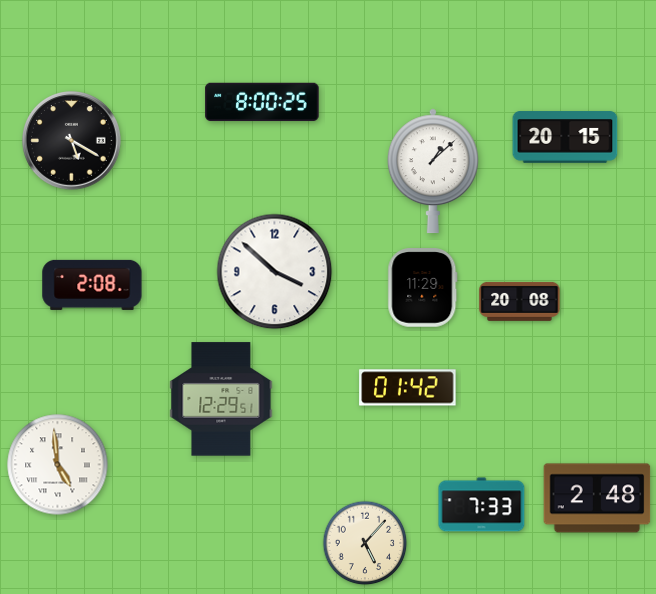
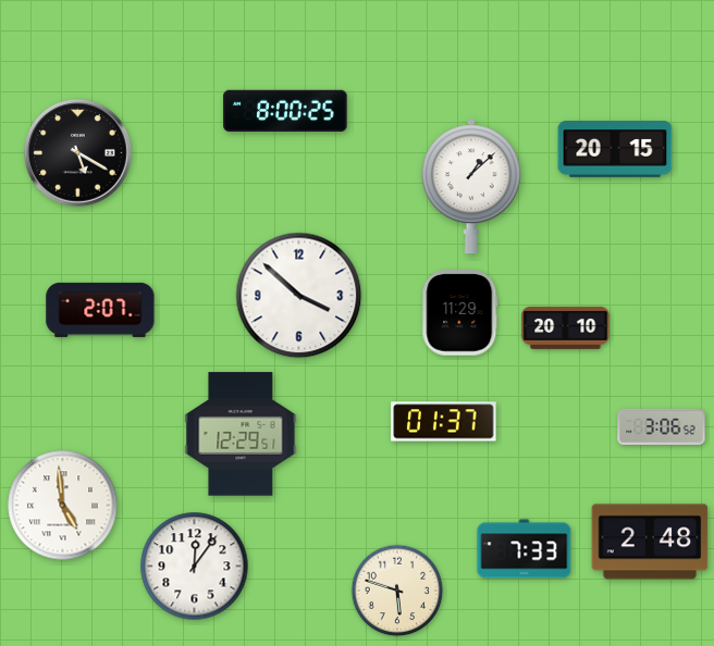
clock at (92, 285): 2:08 -> 2:07
clock at (520, 301): 20:08 -> 20:10
clock at (408, 388): 01:42 -> 01:37
clock at (662, 426): none -> 3:06
clock at (195, 567): none -> 12:06
clock at (365, 543): 5:07 -> 5:48
